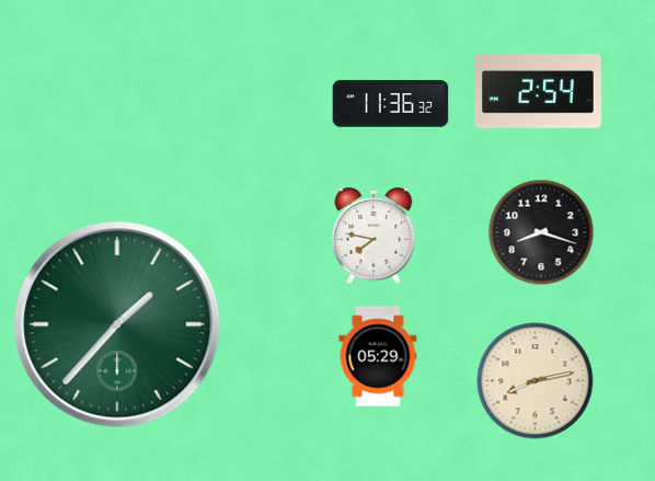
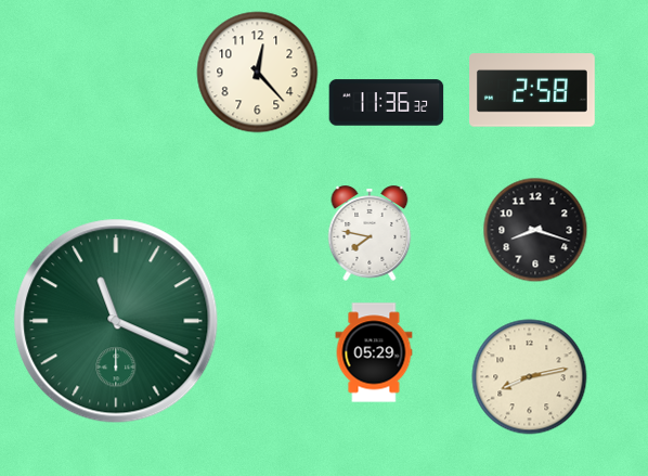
clock at (258, 73): none -> 12:23
clock at (539, 91): 2:54 -> 2:58
clock at (117, 324): 1:37 -> 11:19
